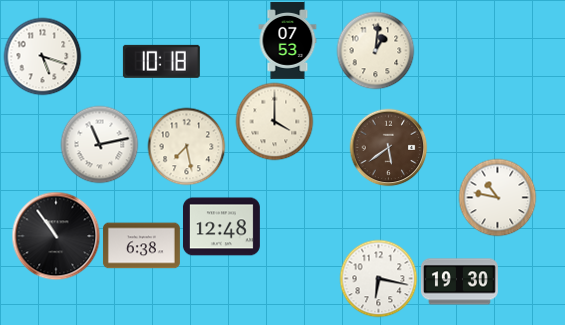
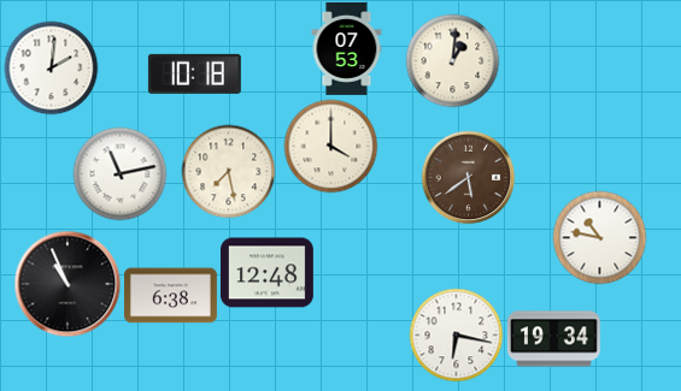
clock at (42, 56): 5:18 -> 2:01
clock at (186, 146) position: (186, 146) -> (228, 171)
clock at (56, 236): 10:54 -> 10:56
clock at (459, 282): 19:30 -> 19:34
